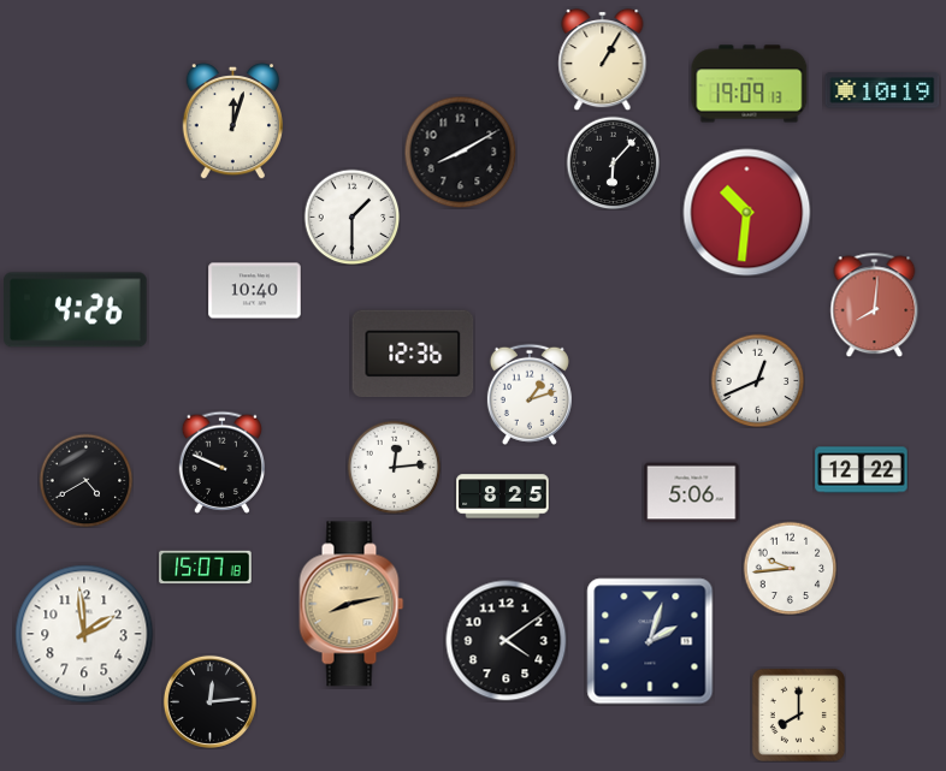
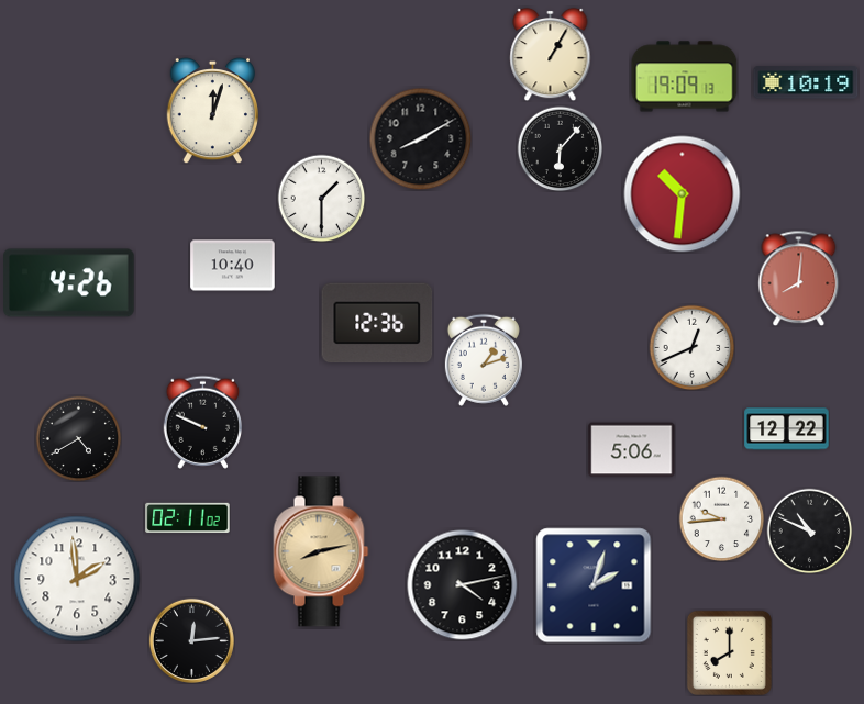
clock at (394, 467): 12:14 -> none
clock at (503, 497): 8:25 -> none
clock at (206, 568): 15:07 -> 02:11
clock at (809, 530): none -> 10:49
clock at (507, 641): 4:09 -> 4:13
